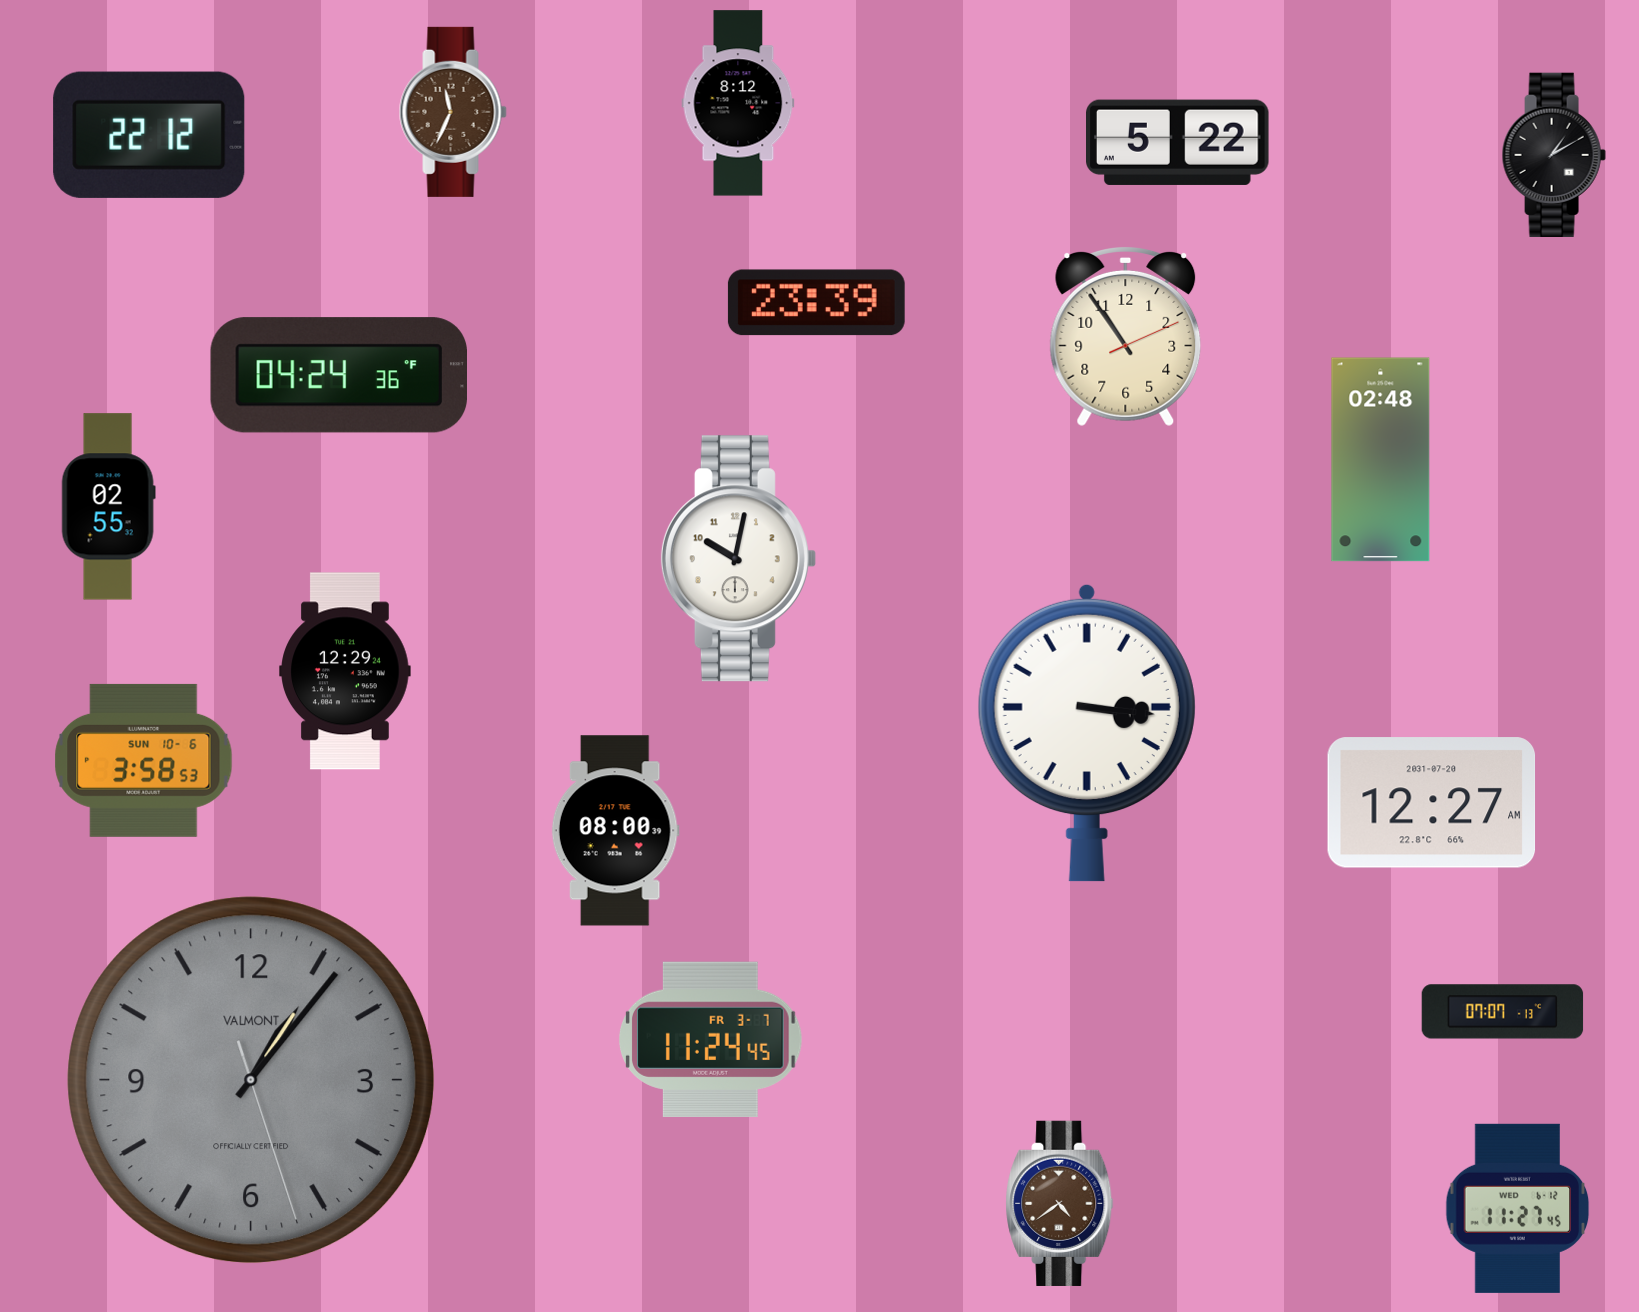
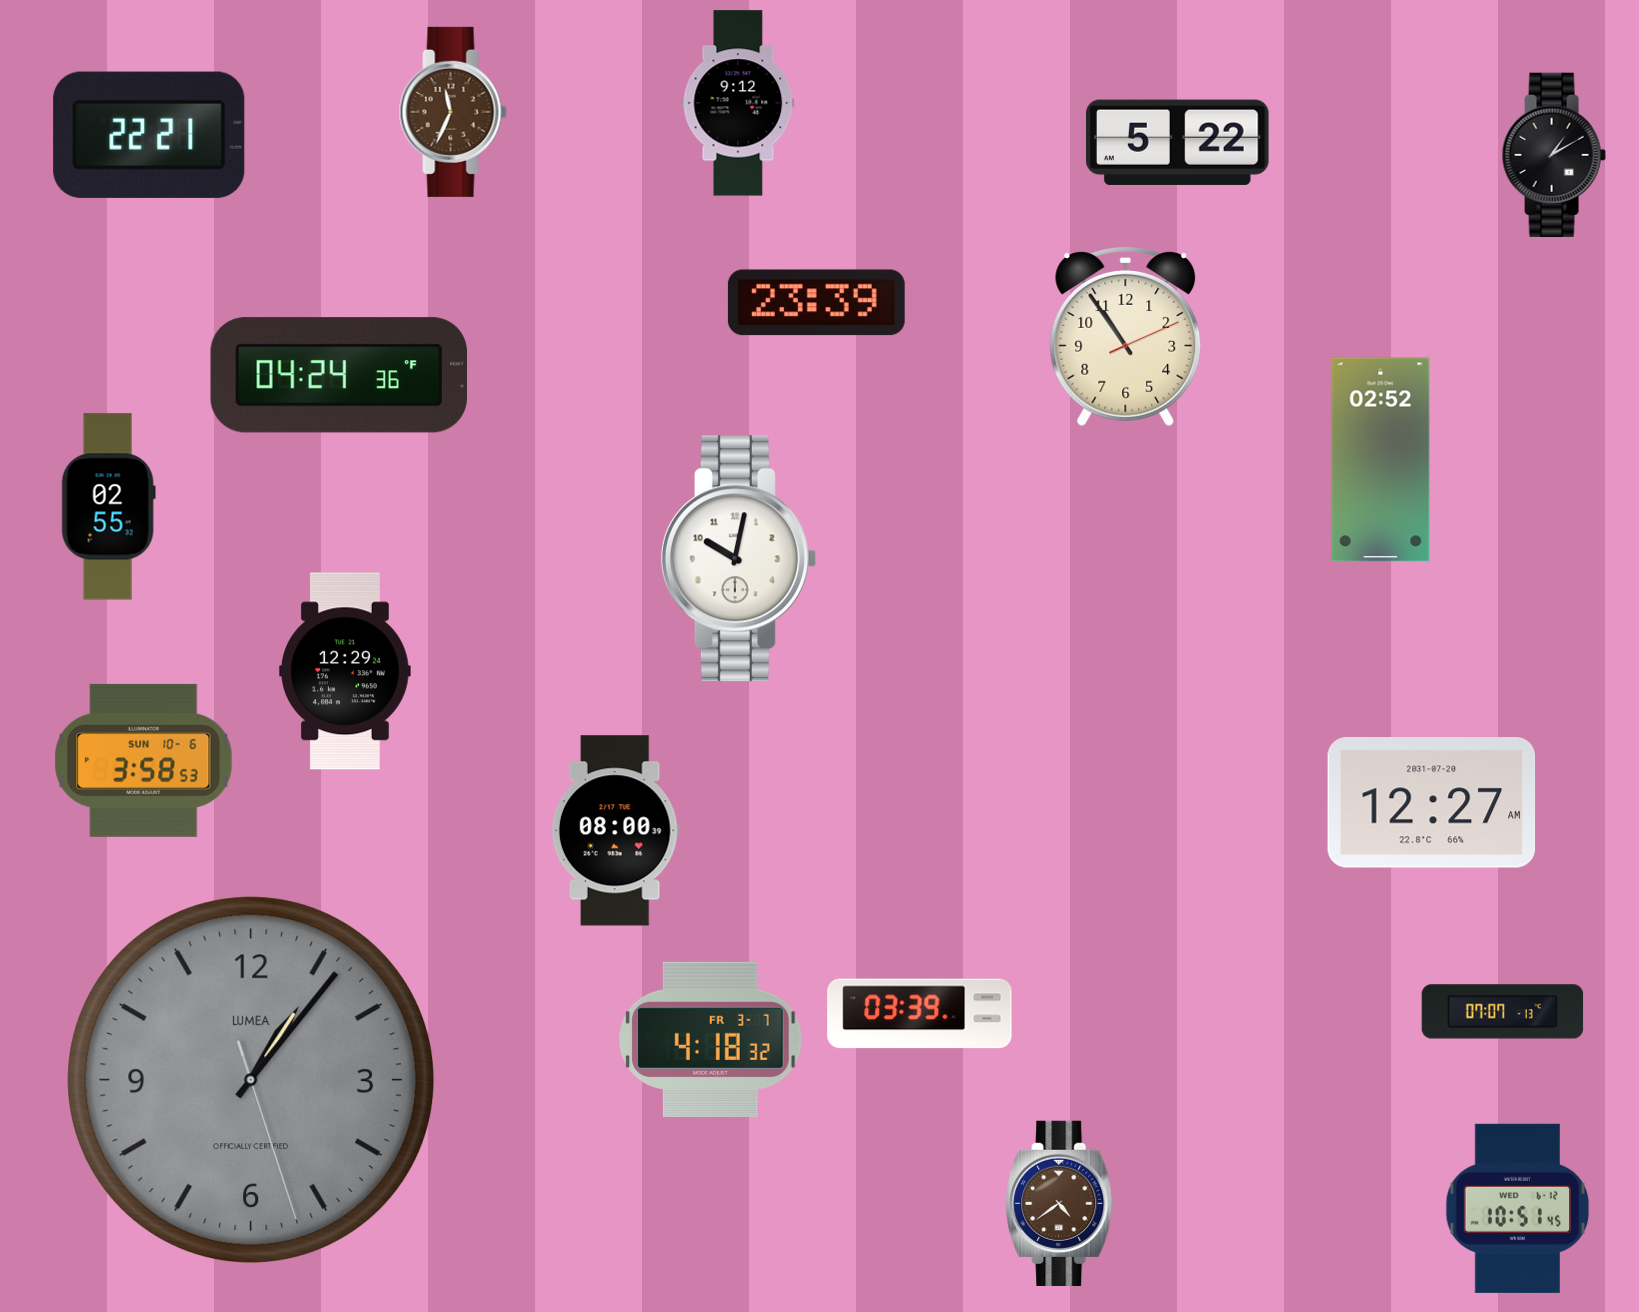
clock at (738, 103): 8:12 -> 9:12
clock at (149, 135): 22:12 -> 22:21
clock at (1381, 460): 02:48 -> 02:52
clock at (1087, 733): 3:16 -> none
clock at (920, 1014): none -> 03:39
clock at (711, 1039): 11:24 -> 4:18
clock at (251, 1080) brand: VALMONT -> LUMEA
clock at (1518, 1208): 11:27 -> 10:51
